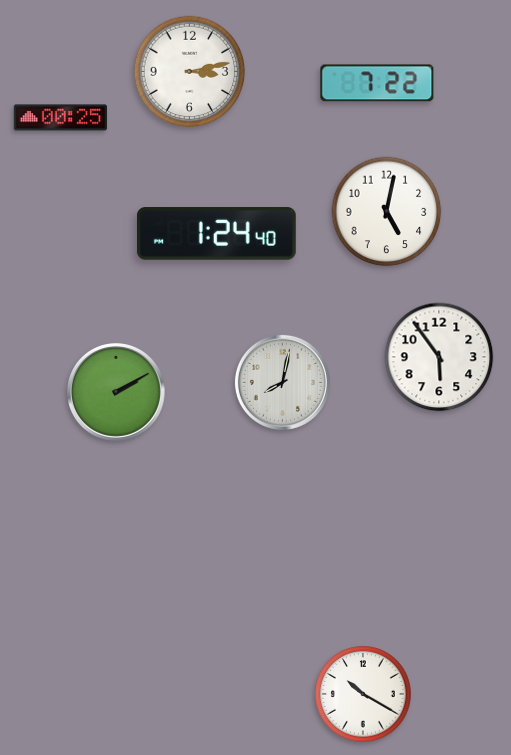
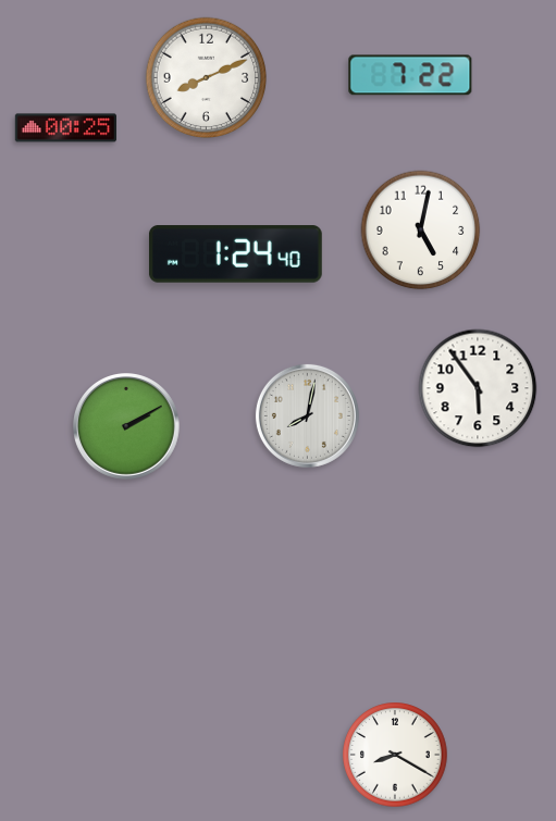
clock at (190, 72): 3:13 -> 8:11
clock at (377, 83) position: (377, 83) -> (410, 75)
clock at (363, 694): 10:20 -> 8:20
